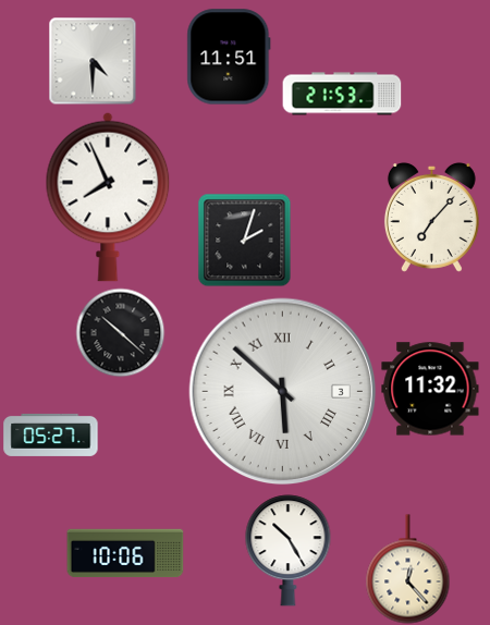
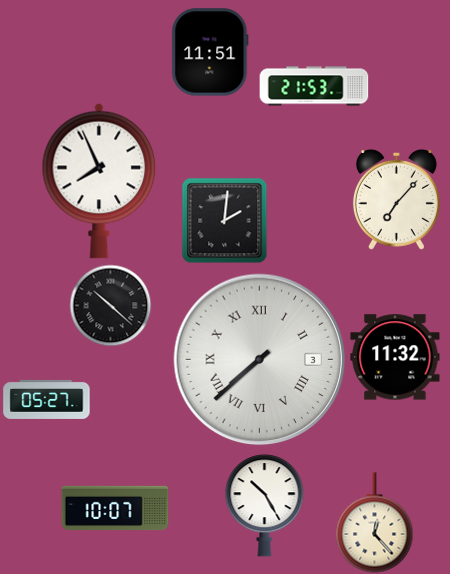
clock at (93, 61): 4:30 -> none
clock at (244, 240): 2:03 -> 2:01
clock at (283, 392): 5:52 -> 7:38
clock at (125, 553): 10:06 -> 10:07
